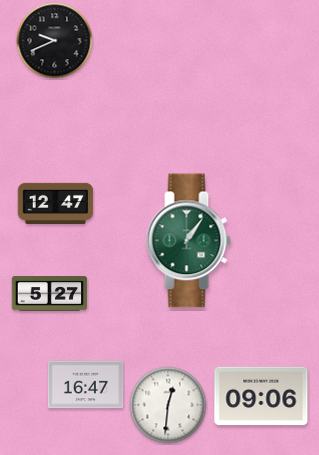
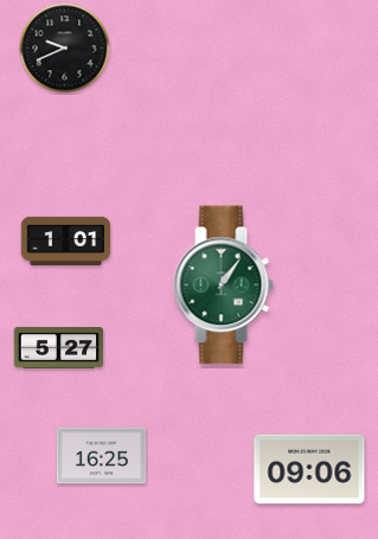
clock at (56, 203): 12:47 -> 1:01
clock at (86, 385): 16:47 -> 16:25
clock at (168, 405): 12:31 -> none
